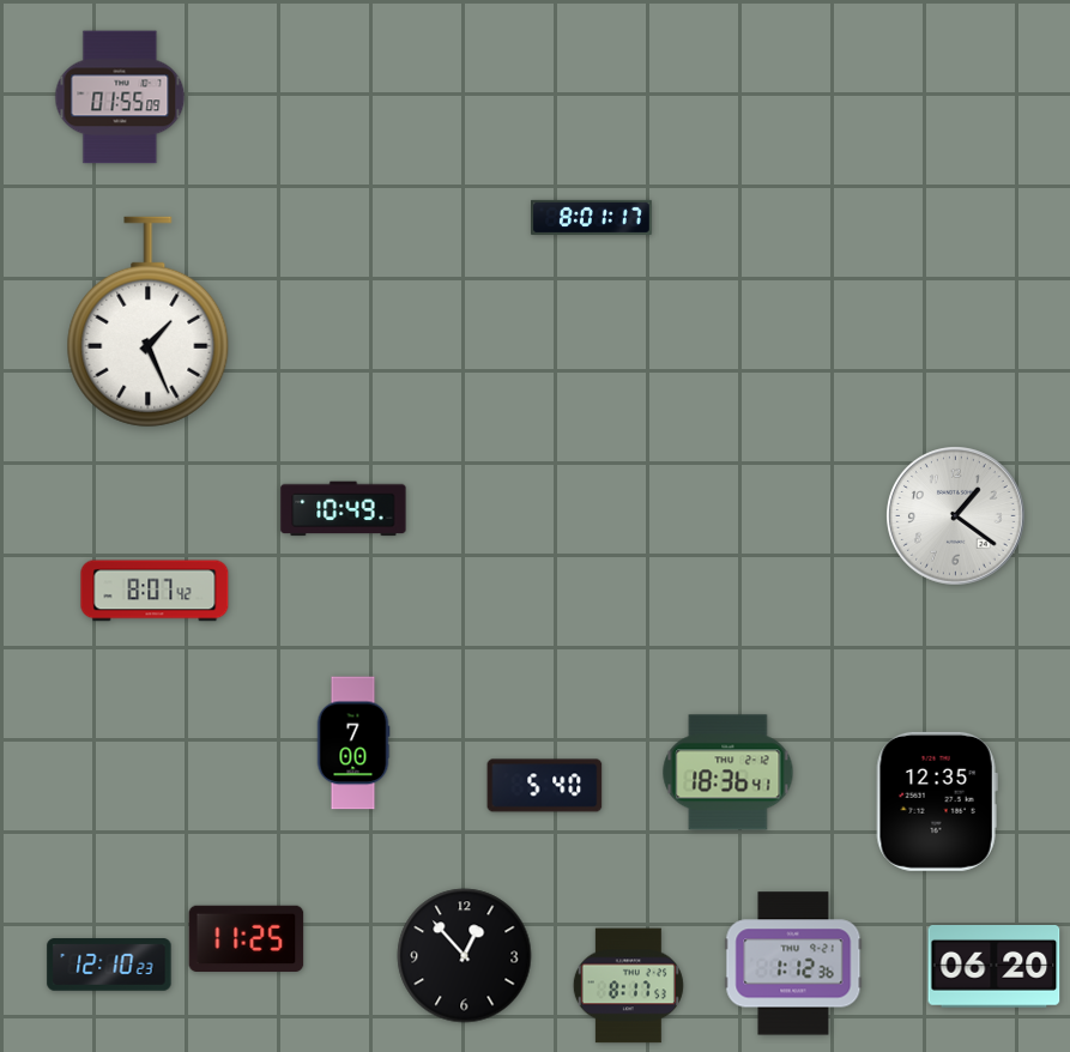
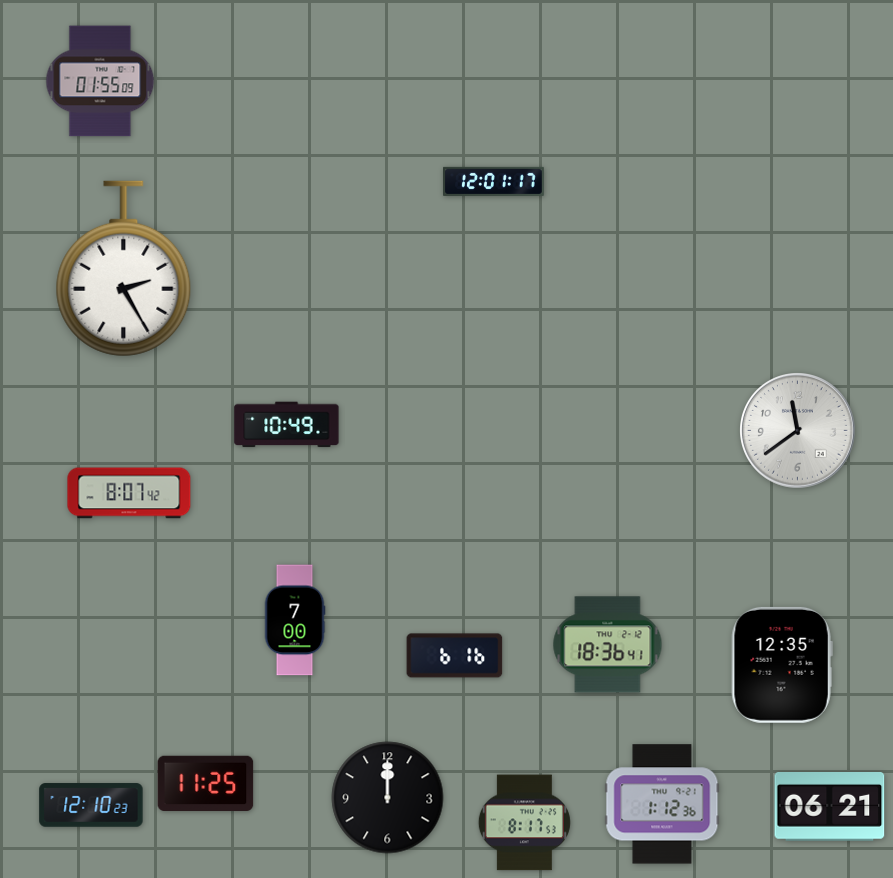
clock at (592, 217): 8:01 -> 12:01
clock at (149, 322): 1:26 -> 2:25
clock at (956, 516): 1:21 -> 11:39
clock at (545, 786): 5:40 -> 6:16
clock at (937, 802) position: (937, 802) -> (782, 665)
clock at (465, 956): 12:53 -> 12:00
clock at (995, 967): 06:20 -> 06:21
